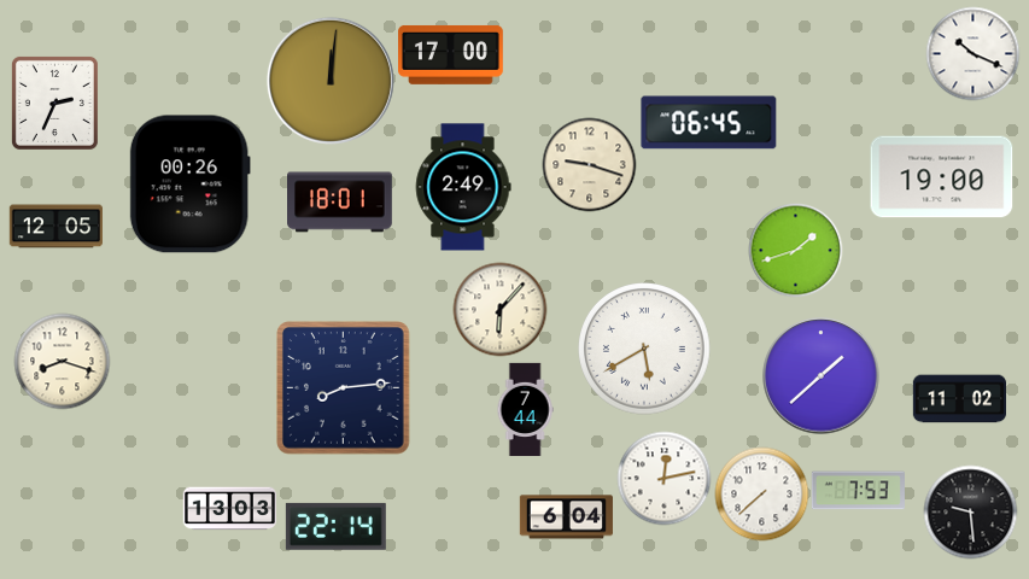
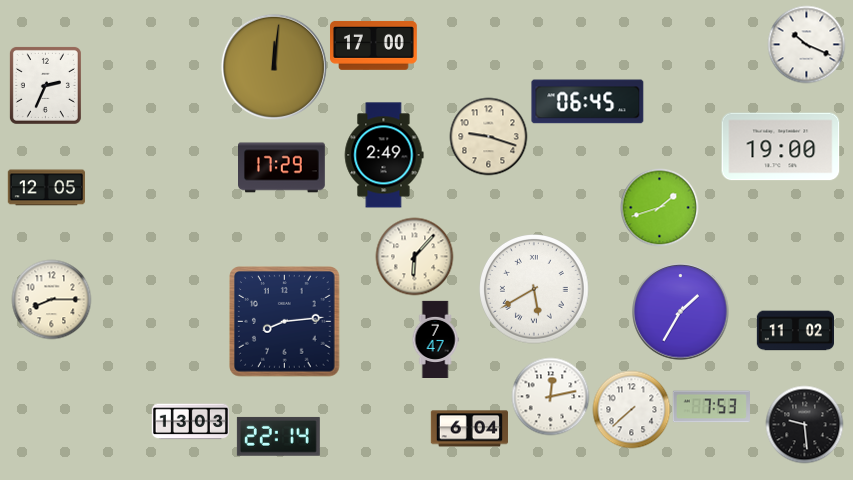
clock at (189, 185): 00:26 -> none
clock at (340, 203): 18:01 -> 17:29
clock at (62, 361): 8:18 -> 8:15
clock at (822, 376): 1:38 -> 1:35
clock at (525, 409): 7:44 -> 7:47
